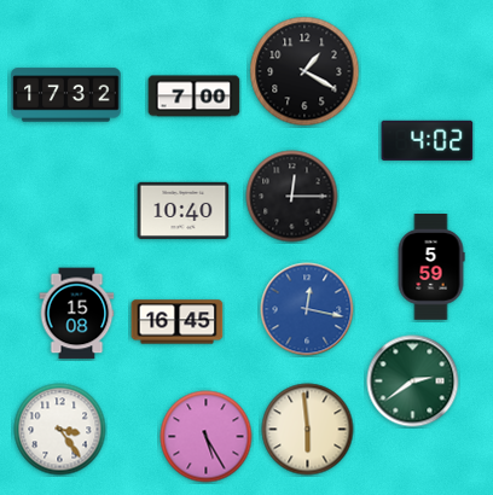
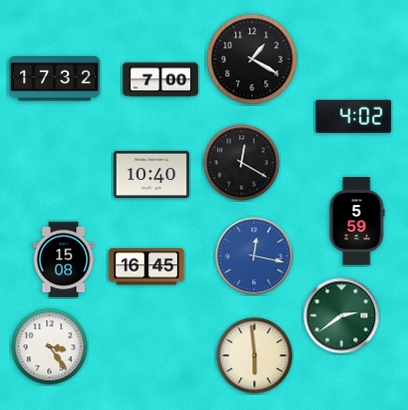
clock at (292, 197): 12:15 -> 12:20
clock at (60, 430) position: (60, 430) -> (50, 347)
clock at (207, 437): 5:25 -> none
